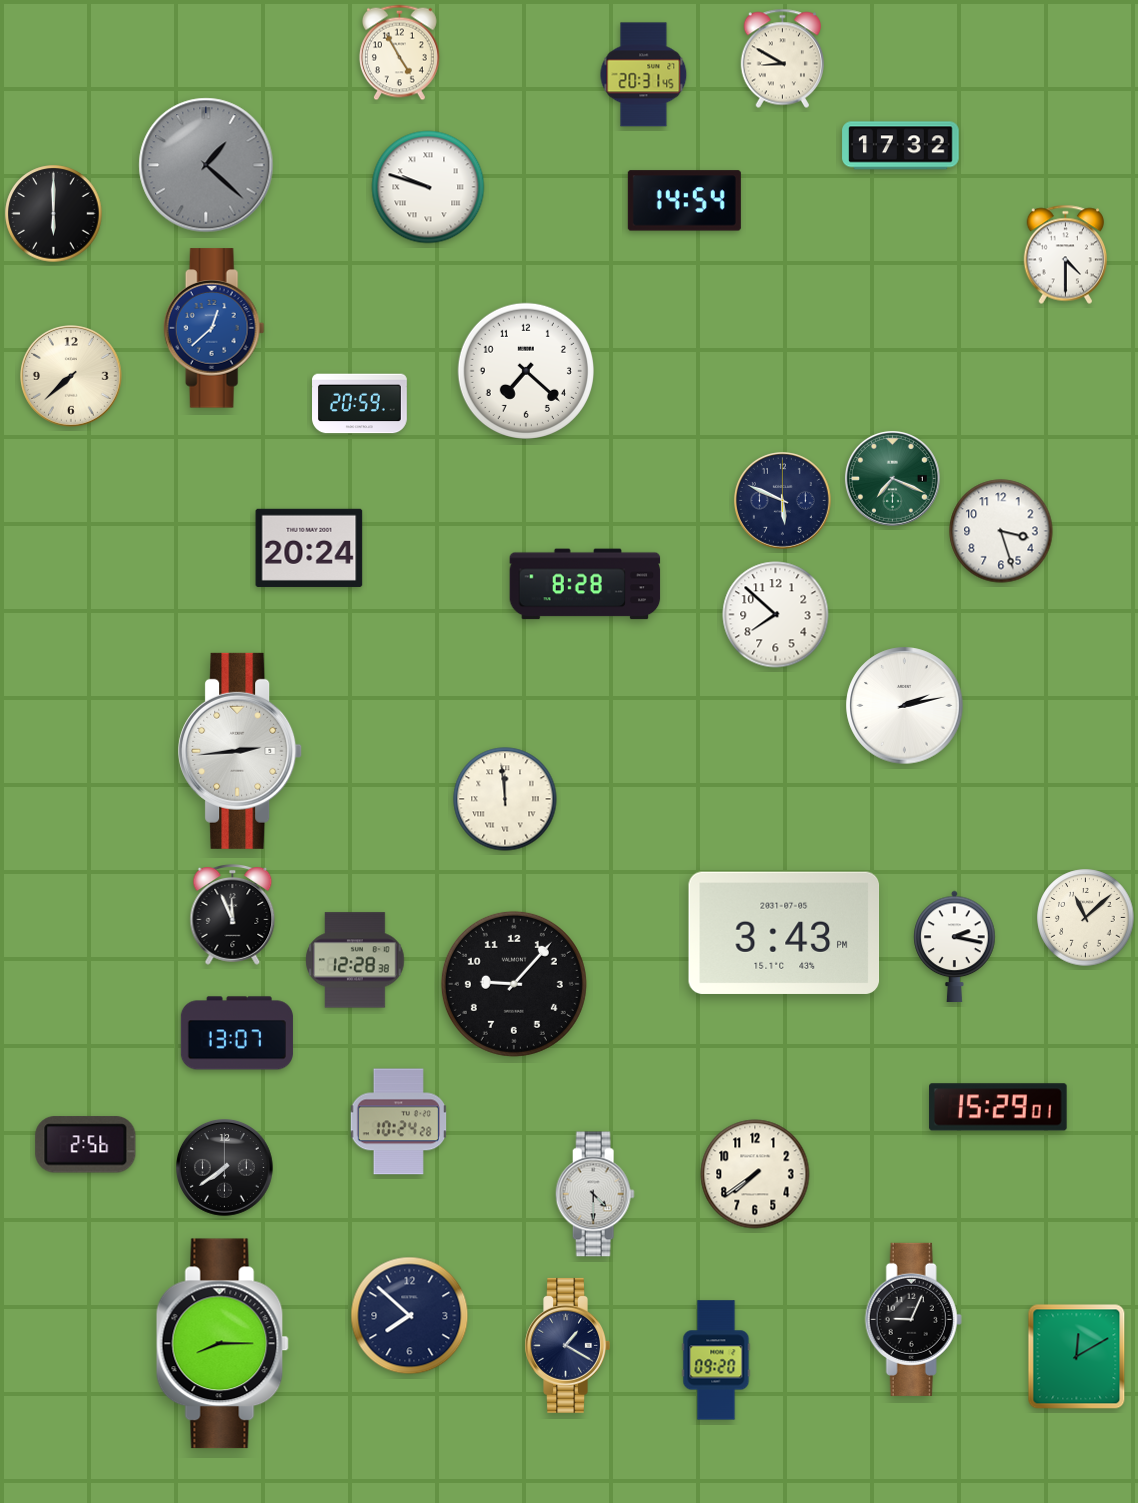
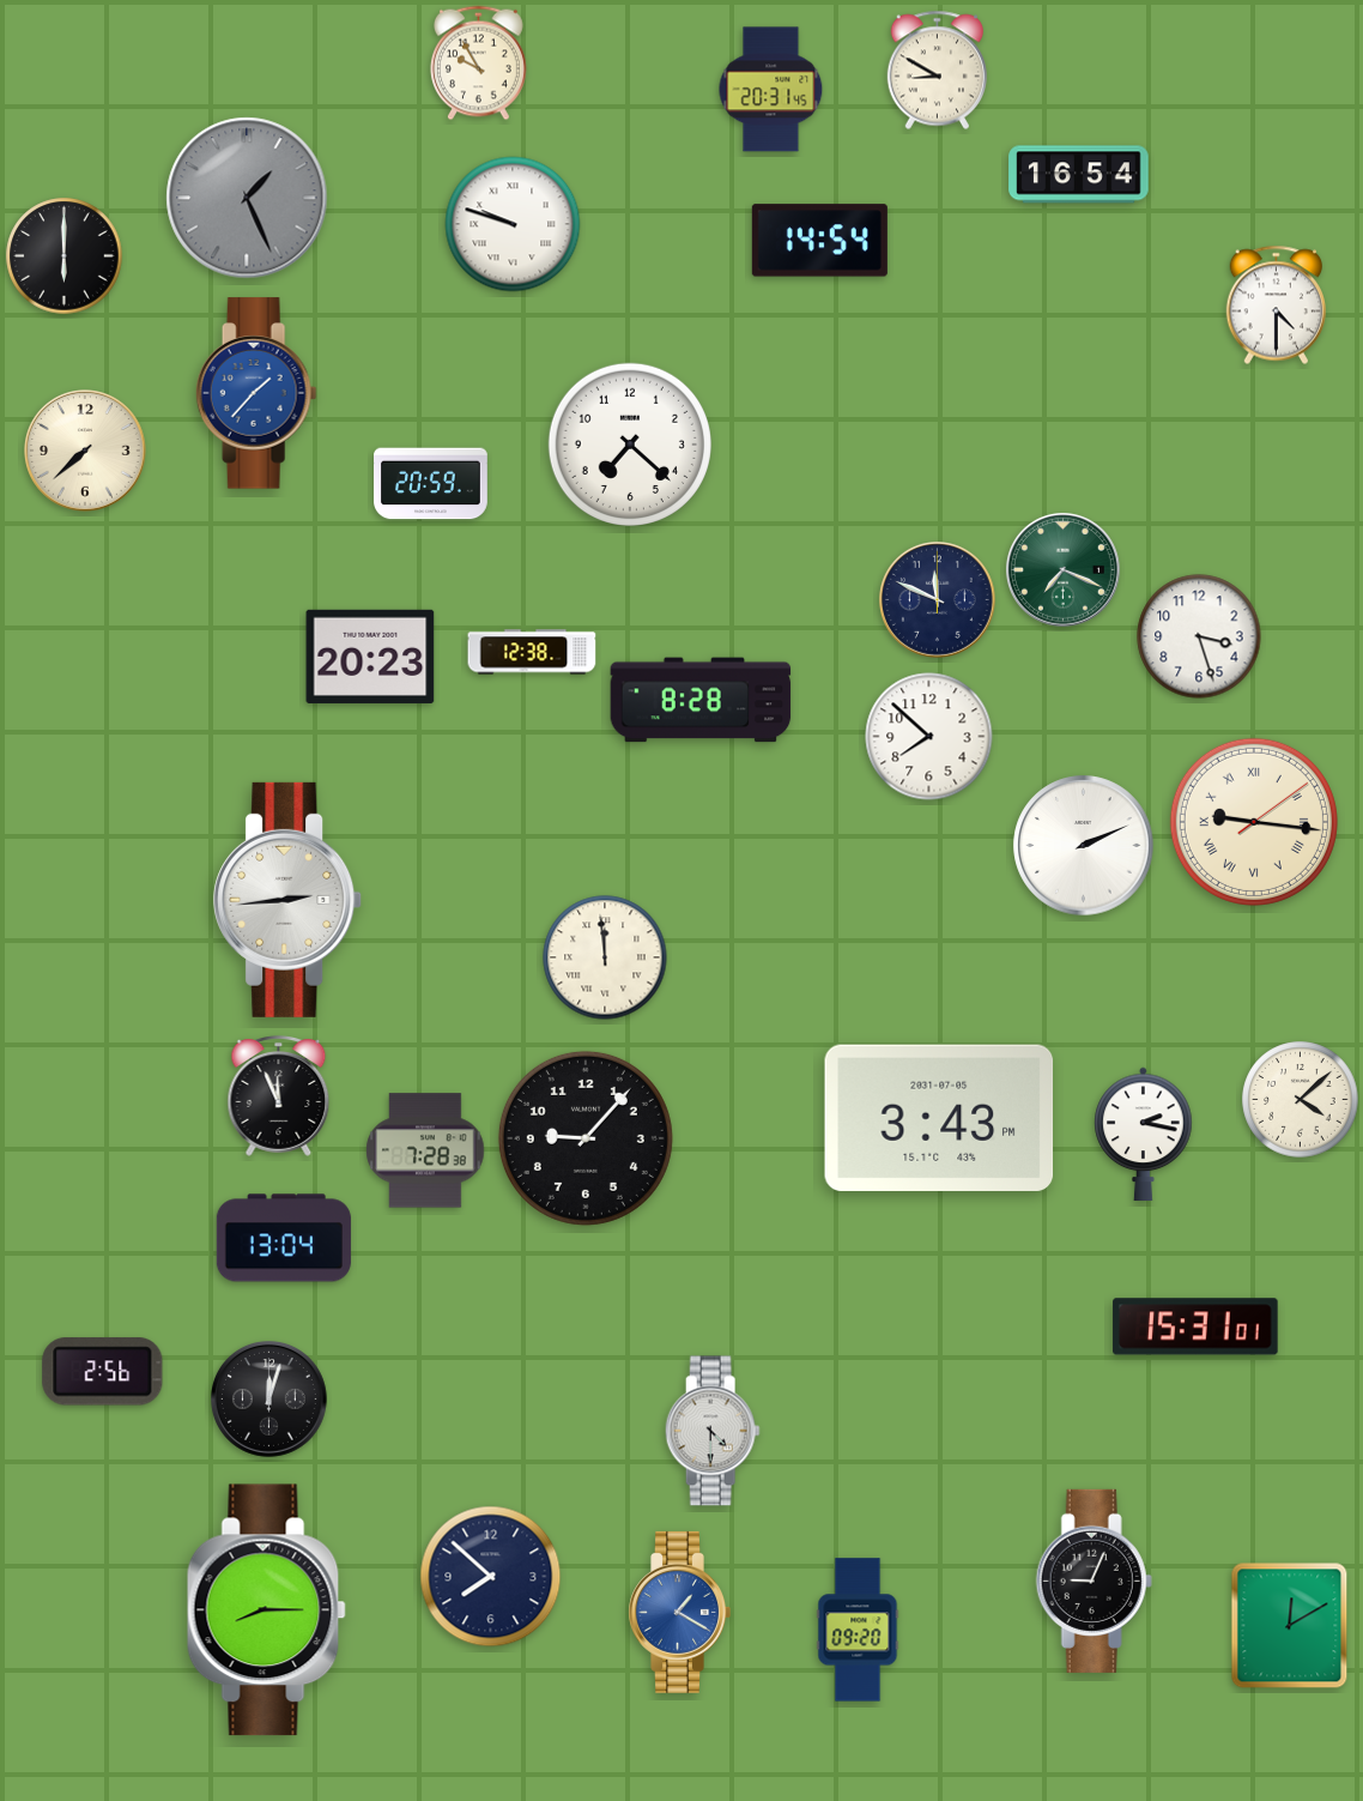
clock at (399, 53): 4:55 -> 9:55
clock at (901, 146): 17:32 -> 16:54
clock at (206, 165): 1:22 -> 1:26
clock at (214, 328): 12:38 -> 1:37
clock at (892, 478) position: (892, 478) -> (1062, 569)
clock at (783, 501): 5:49 -> 11:49
clock at (532, 652): none -> 12:38
clock at (309, 548): 20:24 -> 20:23
clock at (1254, 822): none -> 9:16
clock at (905, 706): 2:13 -> 2:11
clock at (1086, 918): 11:08 -> 4:08
clock at (355, 960): 12:28 -> 7:28
clock at (514, 984) position: (514, 984) -> (586, 1138)
clock at (237, 1033): 13:07 -> 13:04
clock at (998, 1107): 15:29 -> 15:31
clock at (398, 1122): 10:24 -> none
clock at (225, 1168): 7:39 -> 12:03
clock at (755, 1174): 7:39 -> none
clock at (567, 1345) dial: navy -> blue
